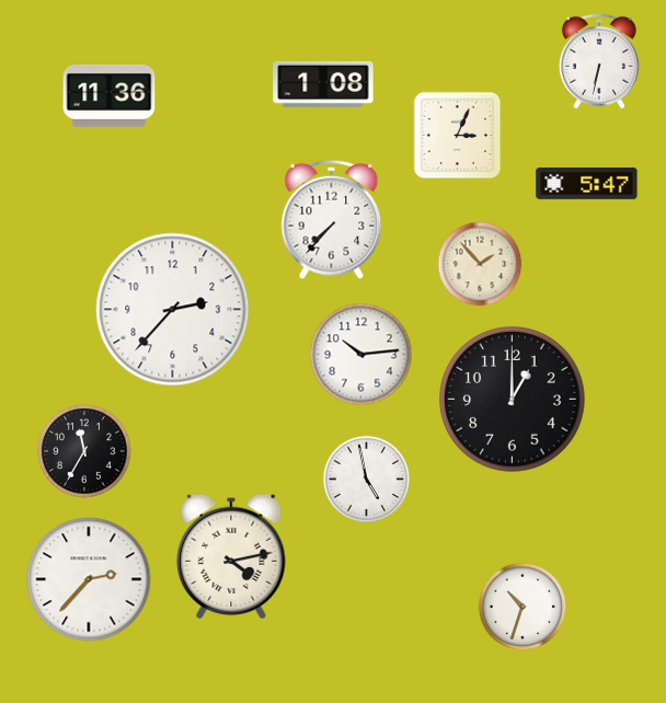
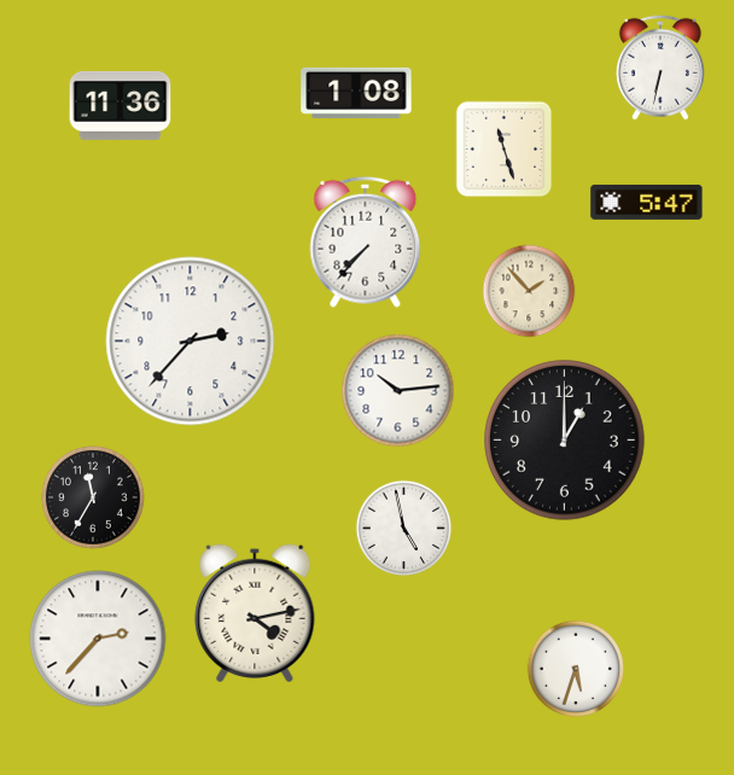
clock at (458, 136): 3:04 -> 11:27
clock at (523, 607): 10:33 -> 5:33
